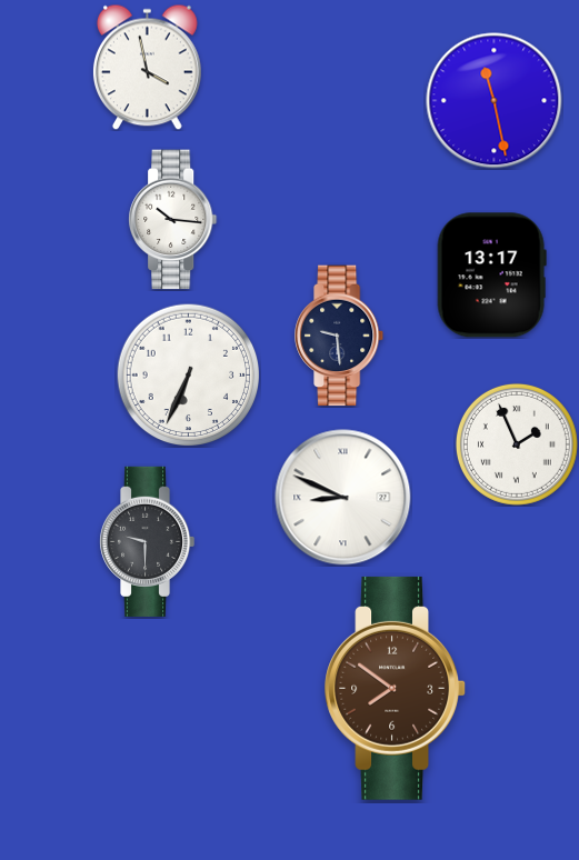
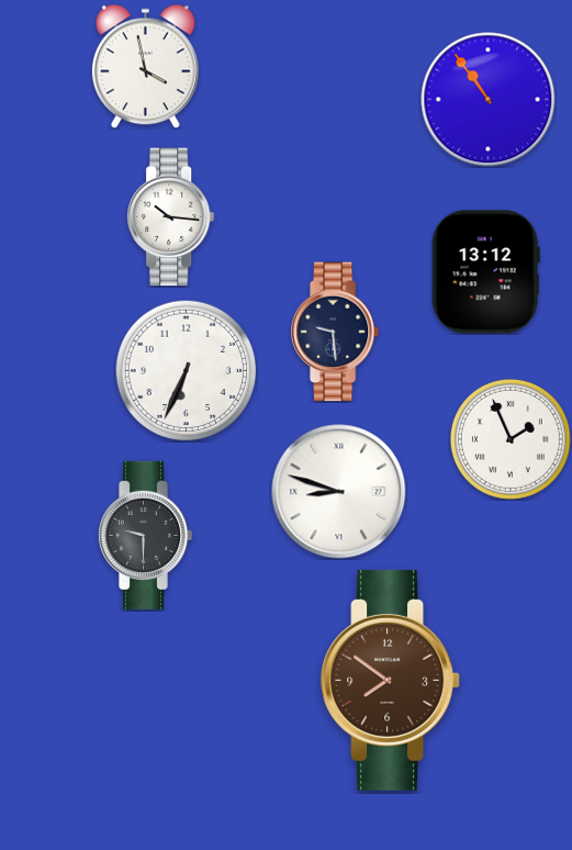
clock at (495, 101): 11:28 -> 10:54
clock at (491, 276): 13:17 -> 13:12
clock at (343, 498): 8:49 -> 8:48
